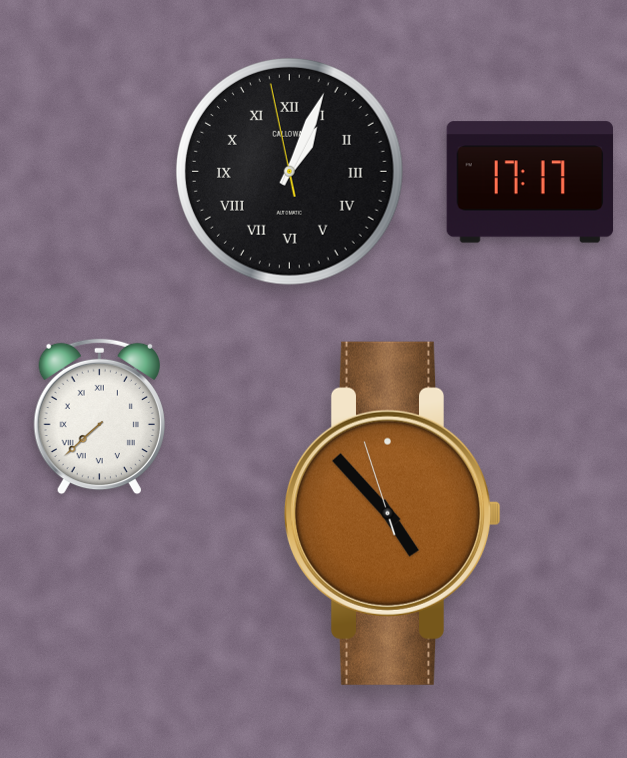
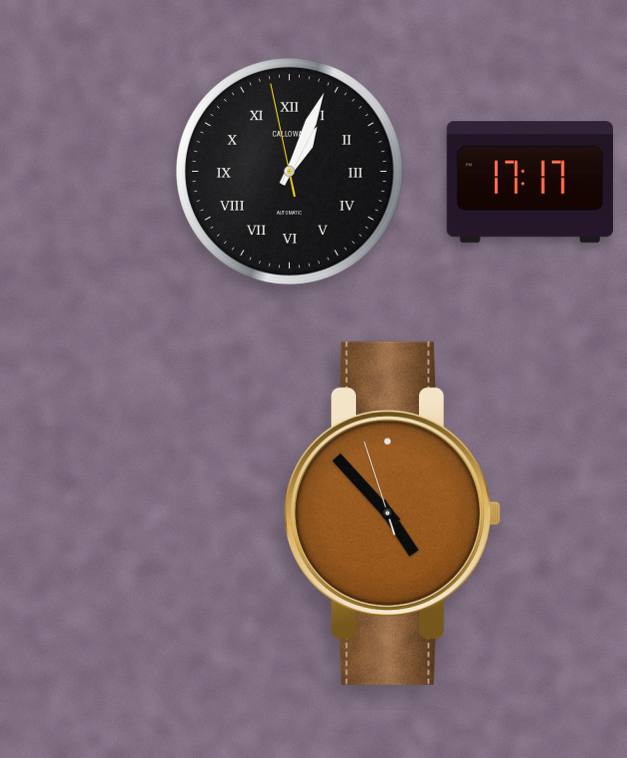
clock at (99, 417): 7:38 -> none
